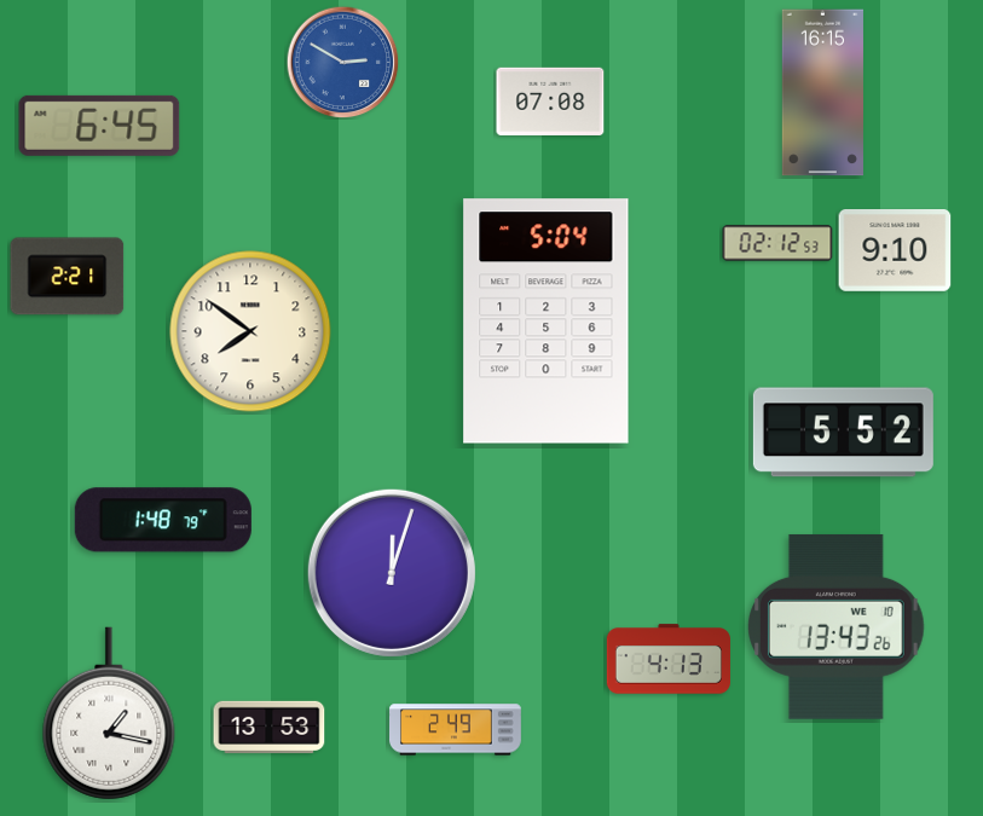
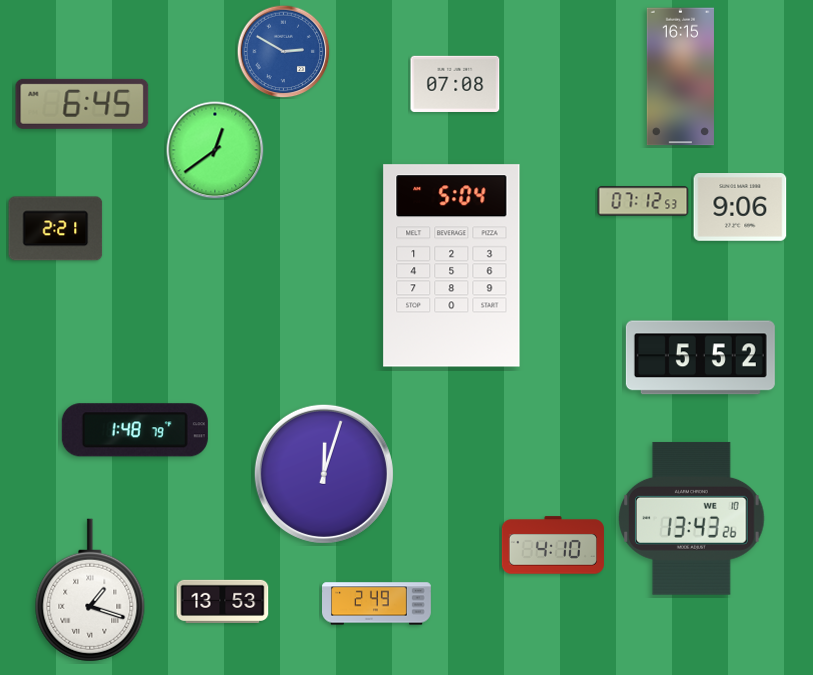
clock at (215, 150): none -> 12:39
clock at (777, 243): 02:12 -> 07:12
clock at (895, 251): 9:10 -> 9:06
clock at (250, 331): 7:51 -> none
clock at (843, 433) position: (843, 433) -> (700, 358)
clock at (669, 659): 4:13 -> 4:10
clock at (109, 713): 1:17 -> 1:18
